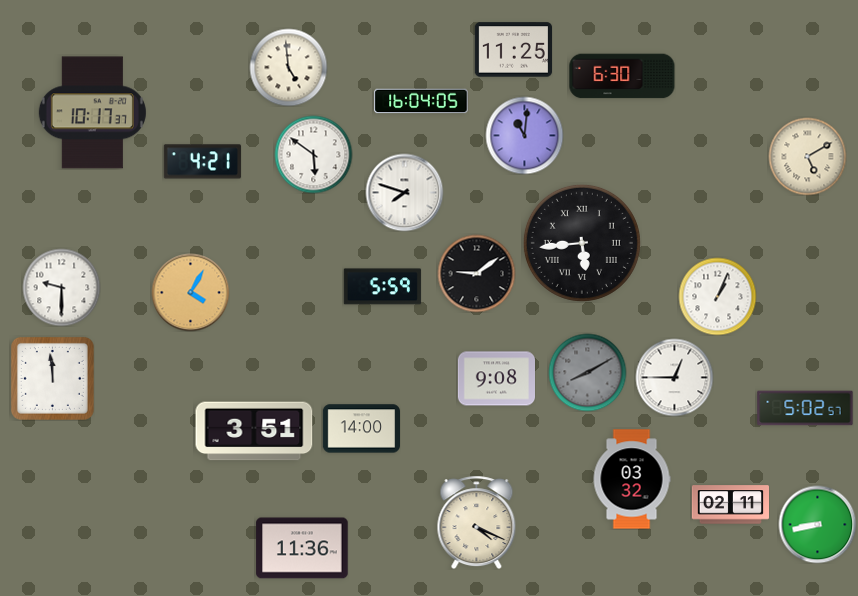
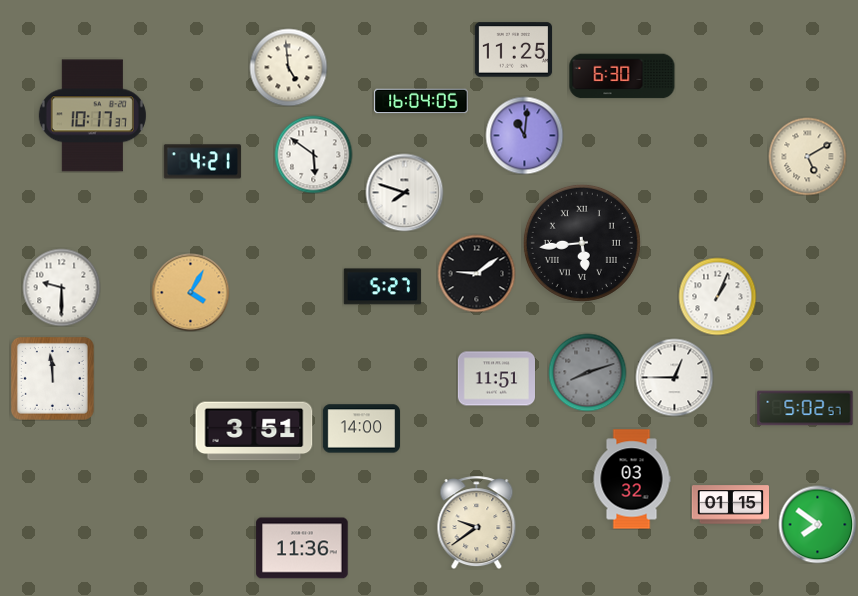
clock at (92, 113) position: (92, 113) -> (92, 116)
clock at (382, 287): 5:59 -> 5:27
clock at (587, 372): 8:10 -> 8:12
clock at (496, 379): 9:08 -> 11:51
clock at (730, 505): 02:11 -> 01:15
clock at (477, 522): 4:19 -> 9:39
clock at (817, 524): 8:43 -> 7:51
